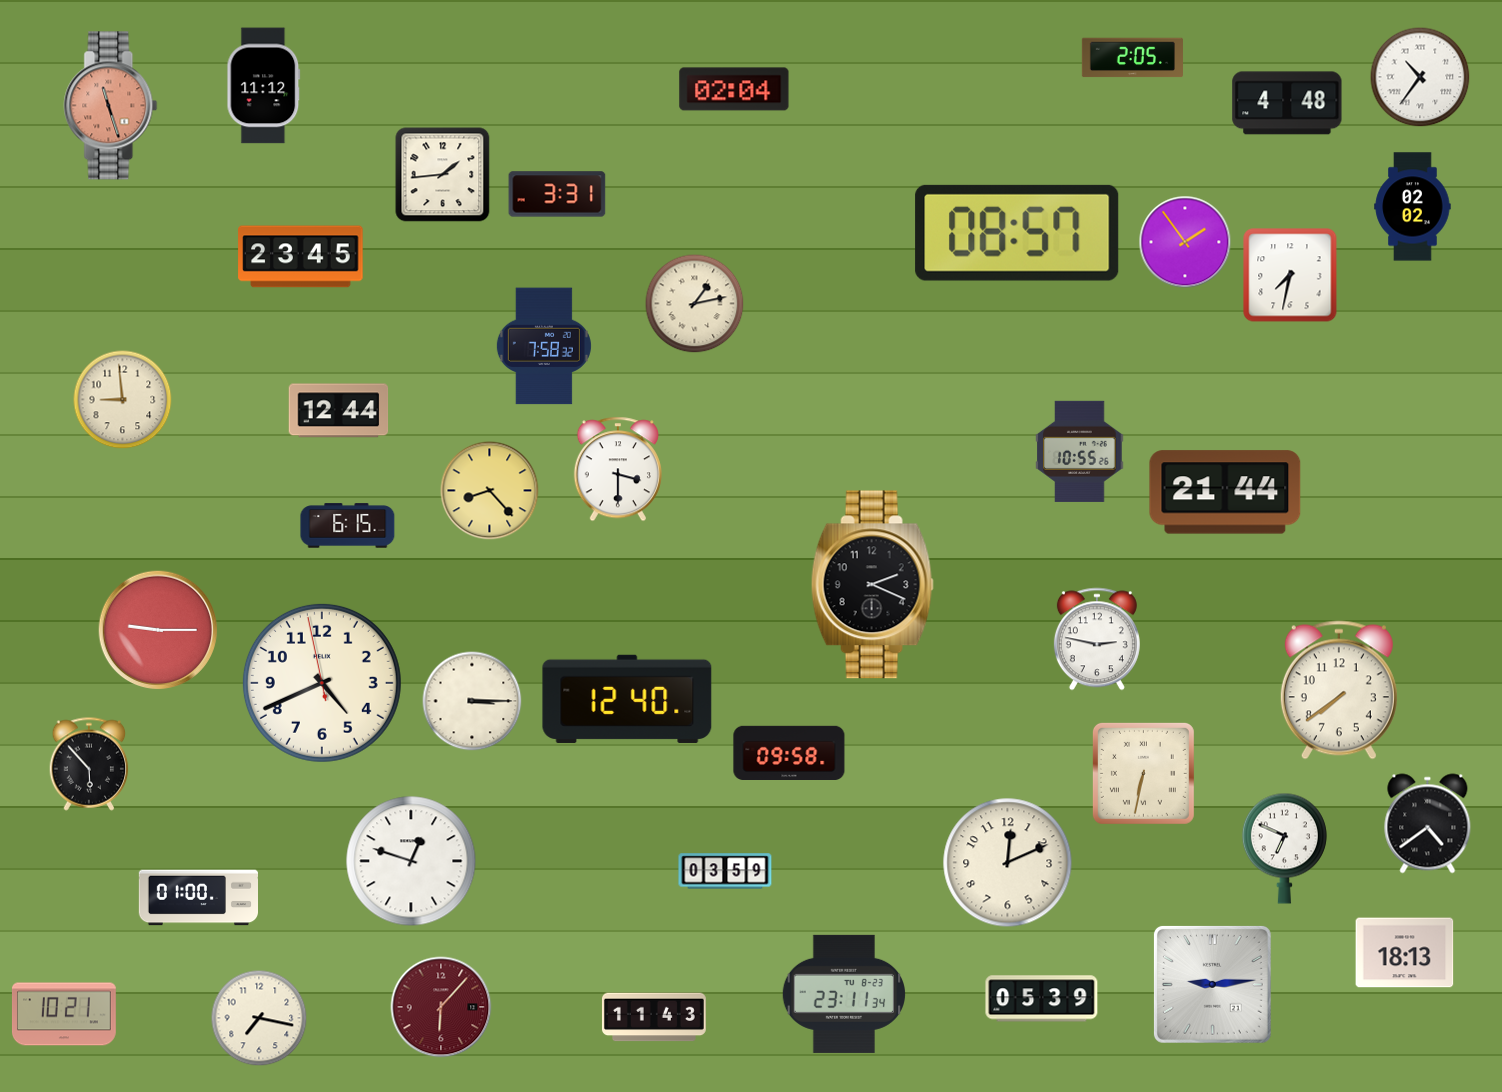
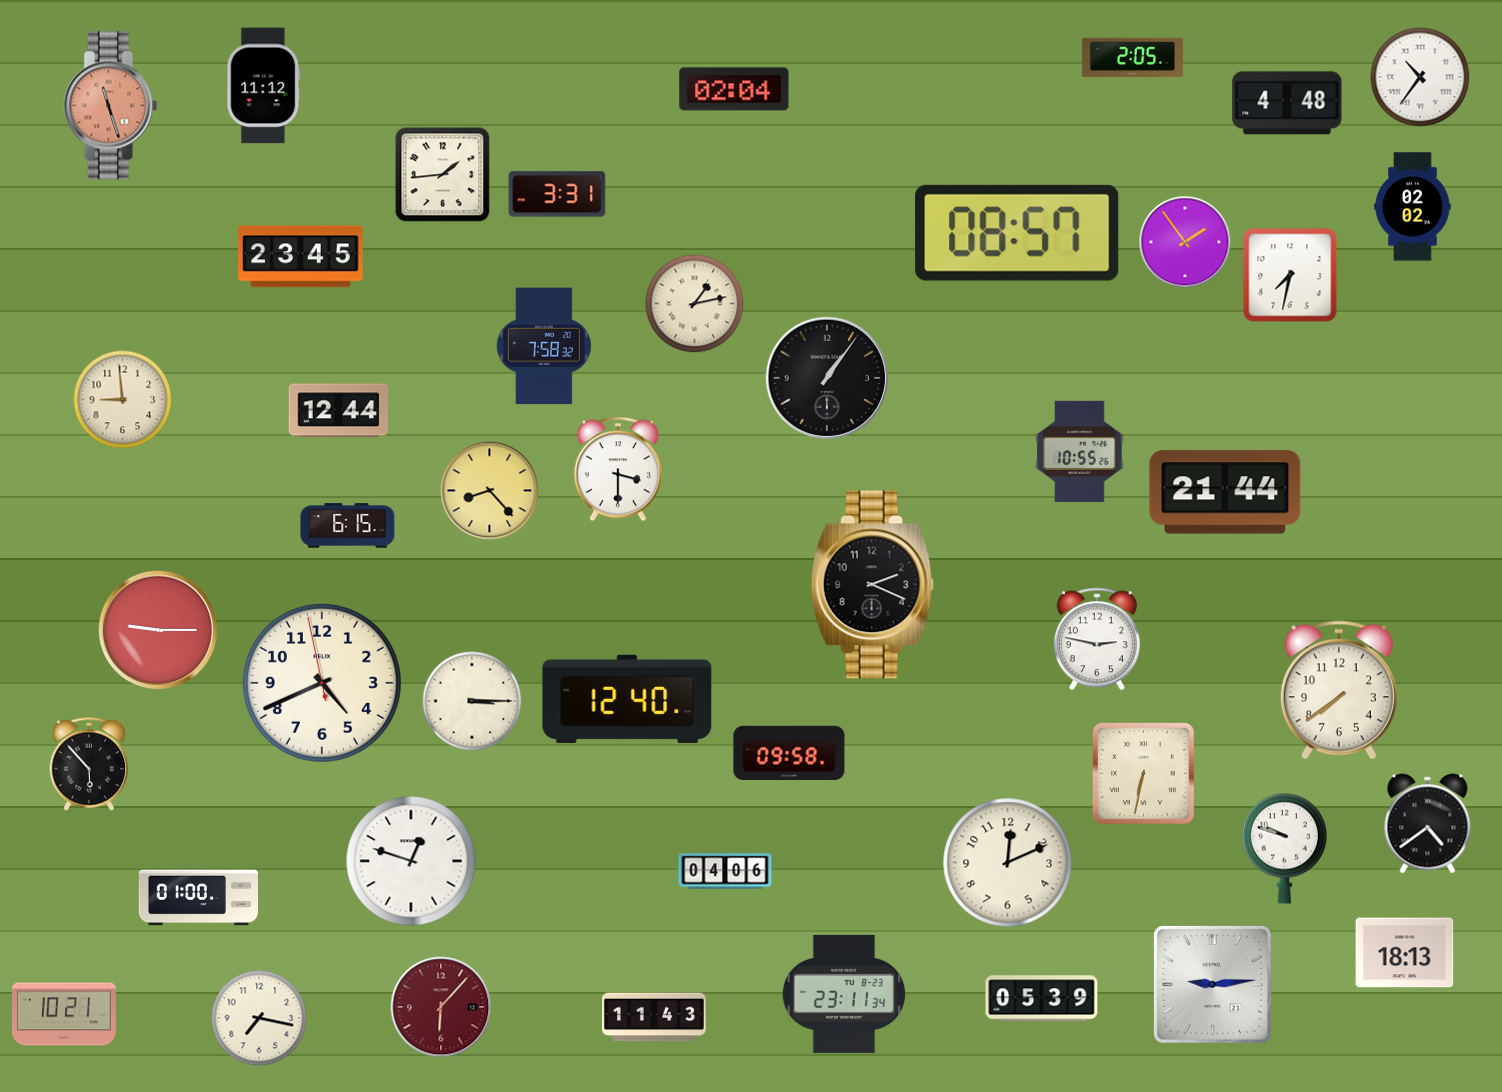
clock at (827, 378): none -> 1:06
clock at (1284, 848): 6:49 -> 9:48
clock at (725, 871): 03:59 -> 04:06
